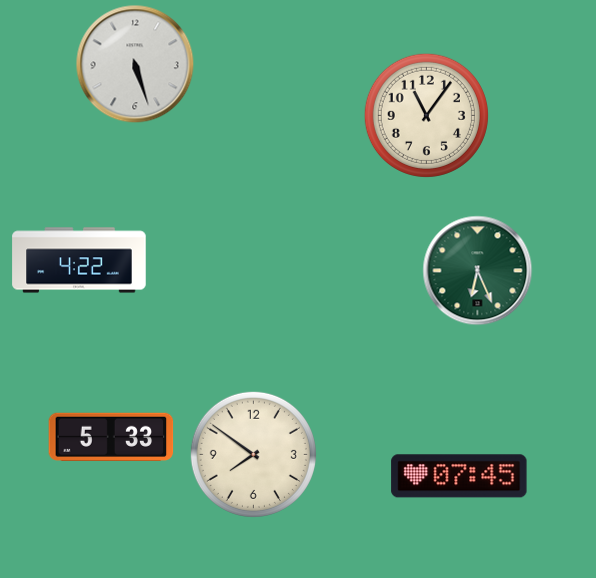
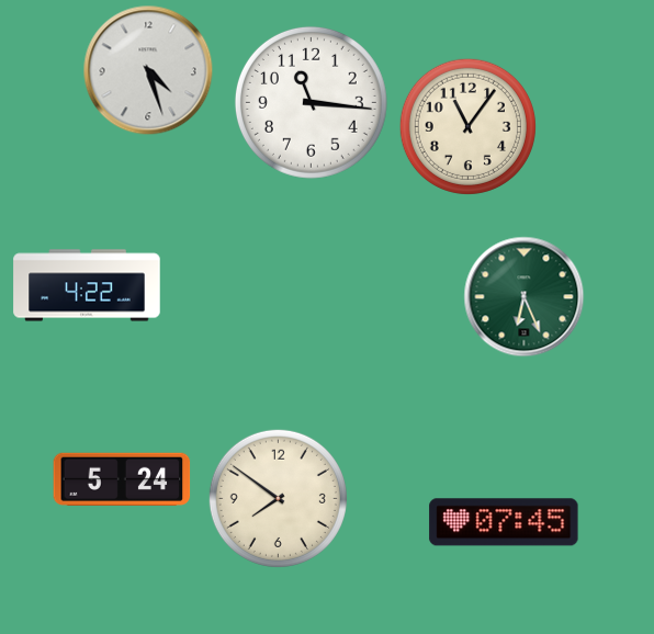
clock at (135, 64): 5:27 -> 4:27
clock at (311, 102): none -> 11:16
clock at (111, 437): 5:33 -> 5:24
